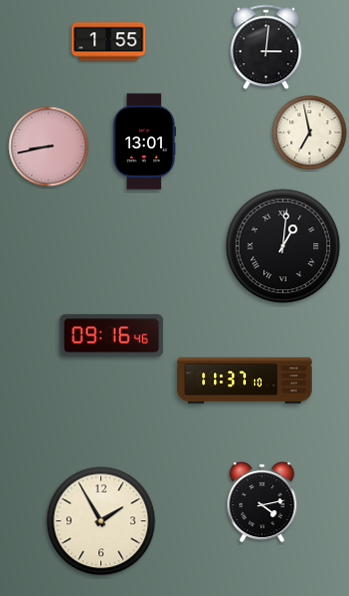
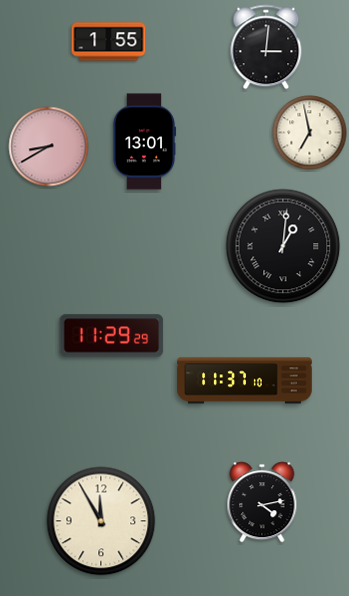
clock at (49, 147): 8:43 -> 8:40
clock at (112, 336): 09:16 -> 11:29
clock at (101, 521): 1:55 -> 11:55
